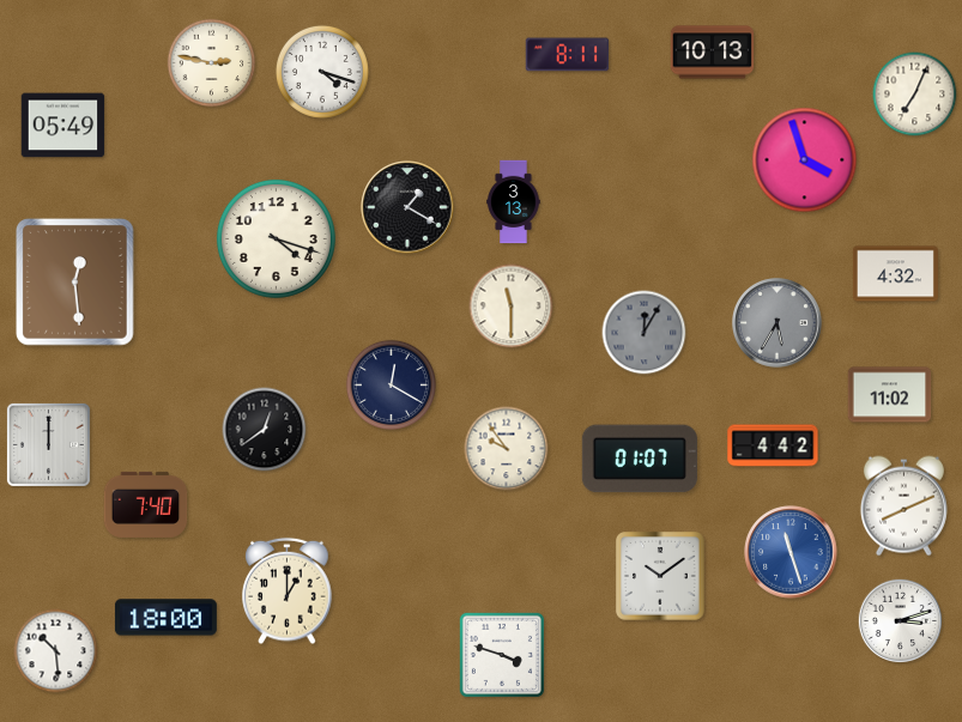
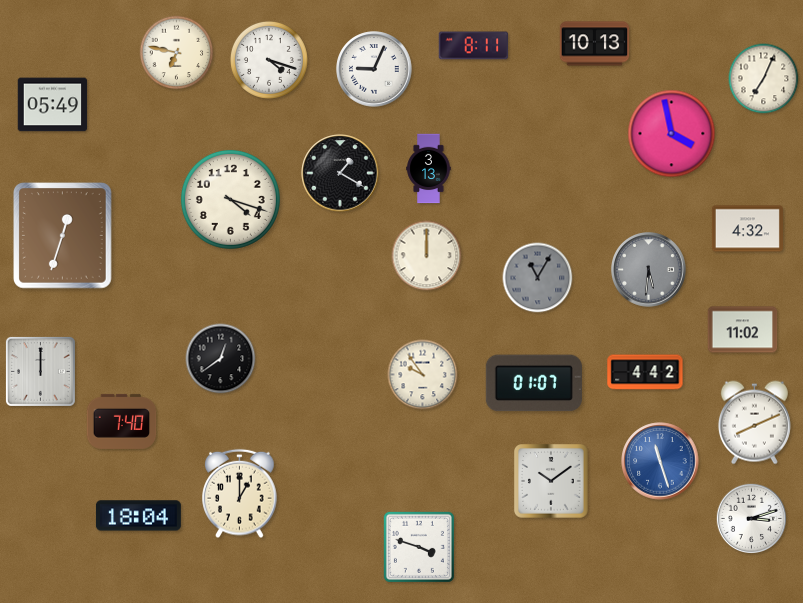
clock at (212, 63): 2:47 -> 6:47
clock at (374, 69): none -> 9:04
clock at (805, 160): 3:57 -> 3:58
clock at (75, 283): 12:29 -> 12:33
clock at (512, 307): 11:30 -> 12:00
clock at (778, 323): 5:35 -> 5:31
clock at (645, 333): 12:05 -> 11:05
clock at (391, 384): 12:20 -> none
clock at (165, 618): 18:00 -> 18:04
clock at (56, 651): 10:29 -> none
